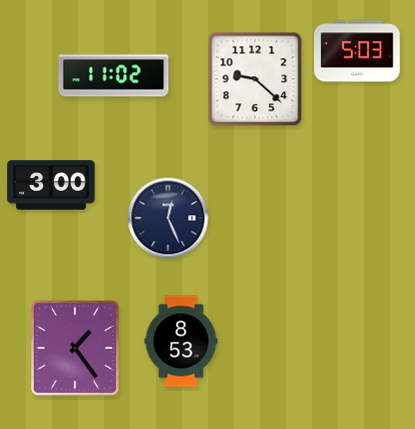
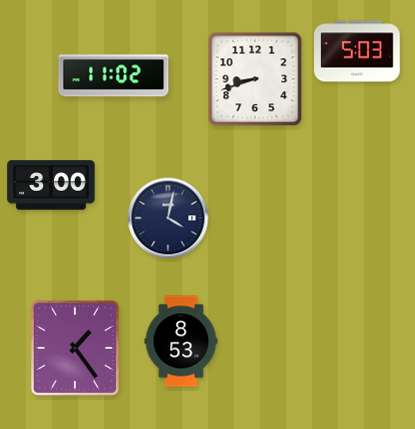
clock at (255, 79): 9:22 -> 8:42
clock at (168, 218): 12:26 -> 4:02
